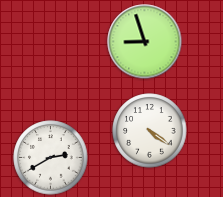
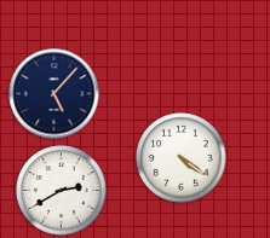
clock at (145, 42): 8:57 -> none
clock at (54, 94): none -> 5:07
